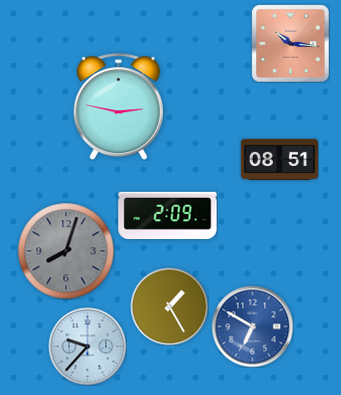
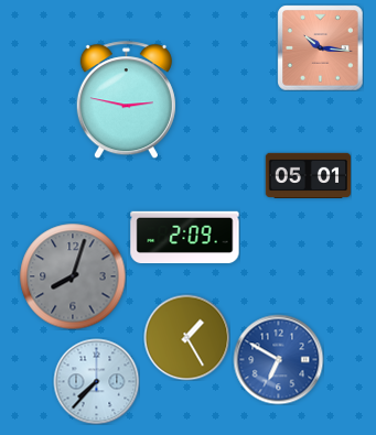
clock at (118, 107) position: (118, 107) -> (126, 100)
clock at (279, 159): 08:51 -> 05:01
clock at (87, 346): 9:37 -> 7:37
